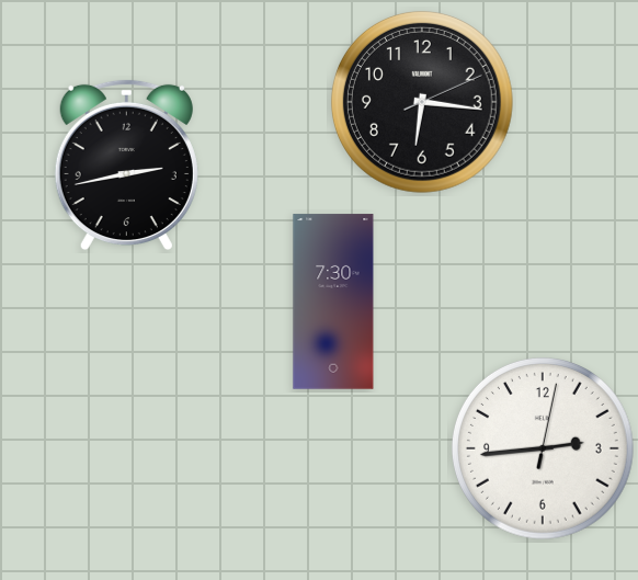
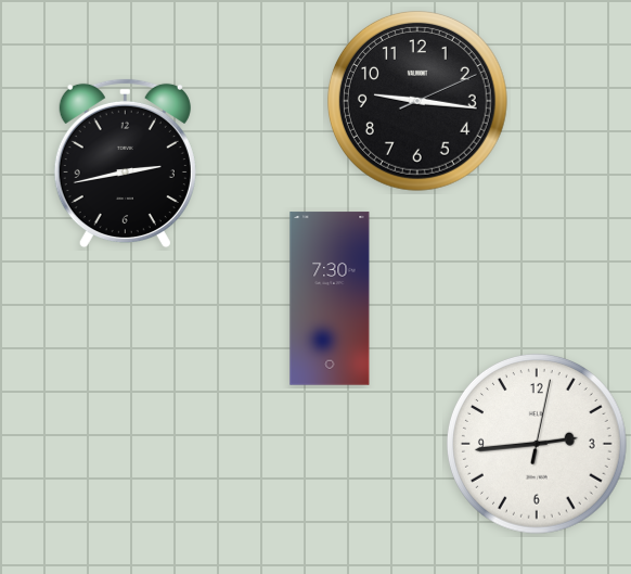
clock at (422, 102): 6:16 -> 9:16
